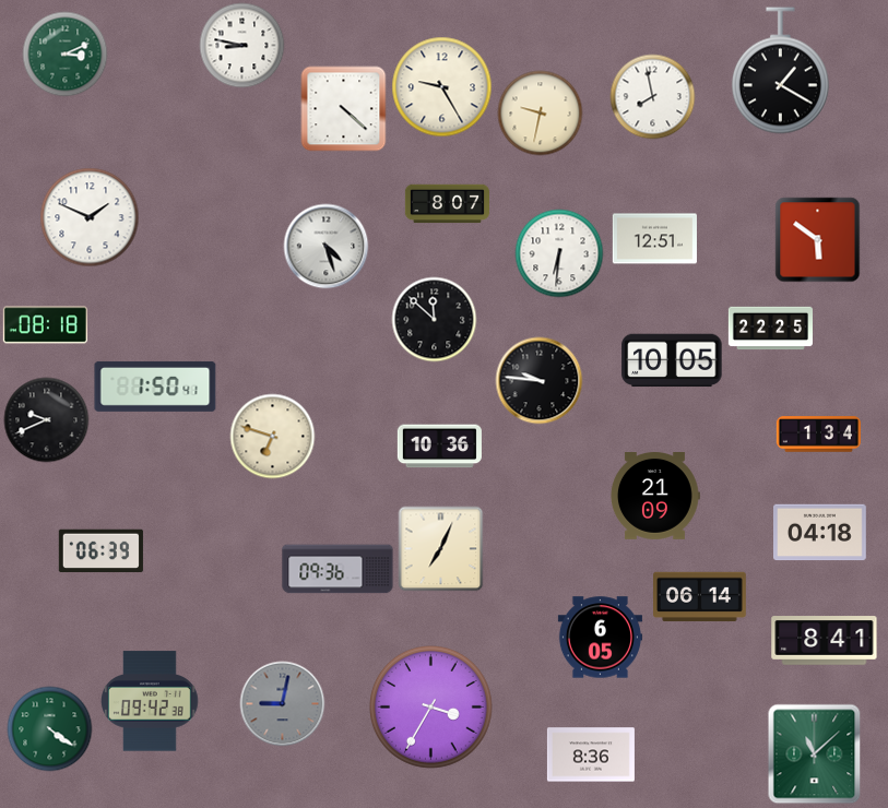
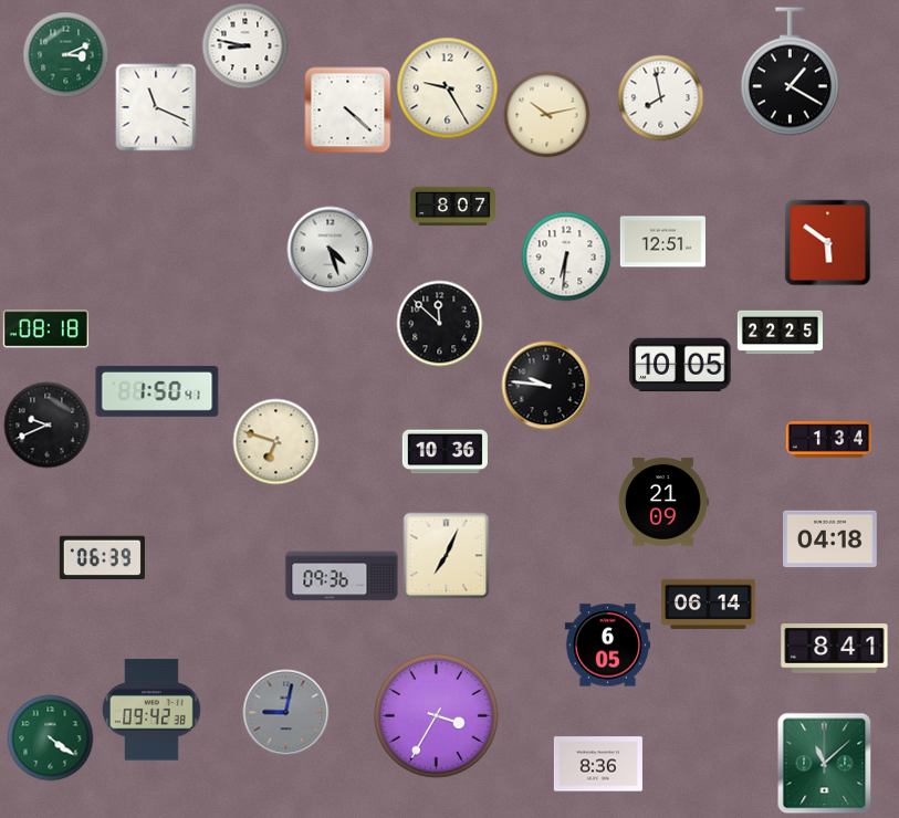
clock at (156, 107): none -> 11:19
clock at (540, 112): 9:32 -> 10:13
clock at (90, 217): 1:49 -> none
